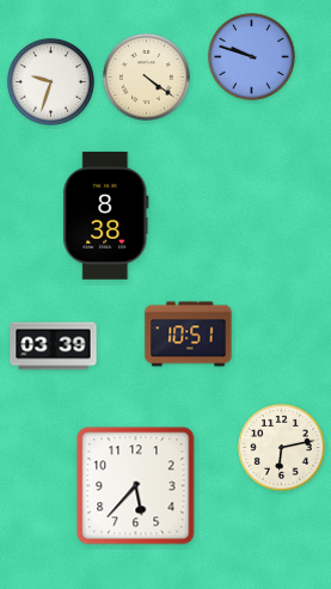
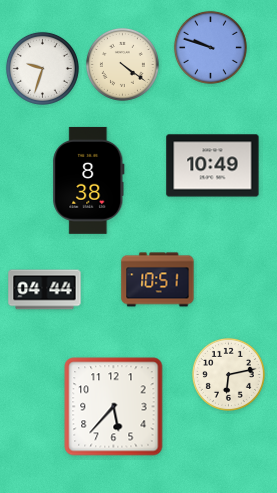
clock at (213, 166): none -> 10:49
clock at (54, 346): 03:39 -> 04:44
clock at (281, 447) position: (281, 447) -> (228, 374)
